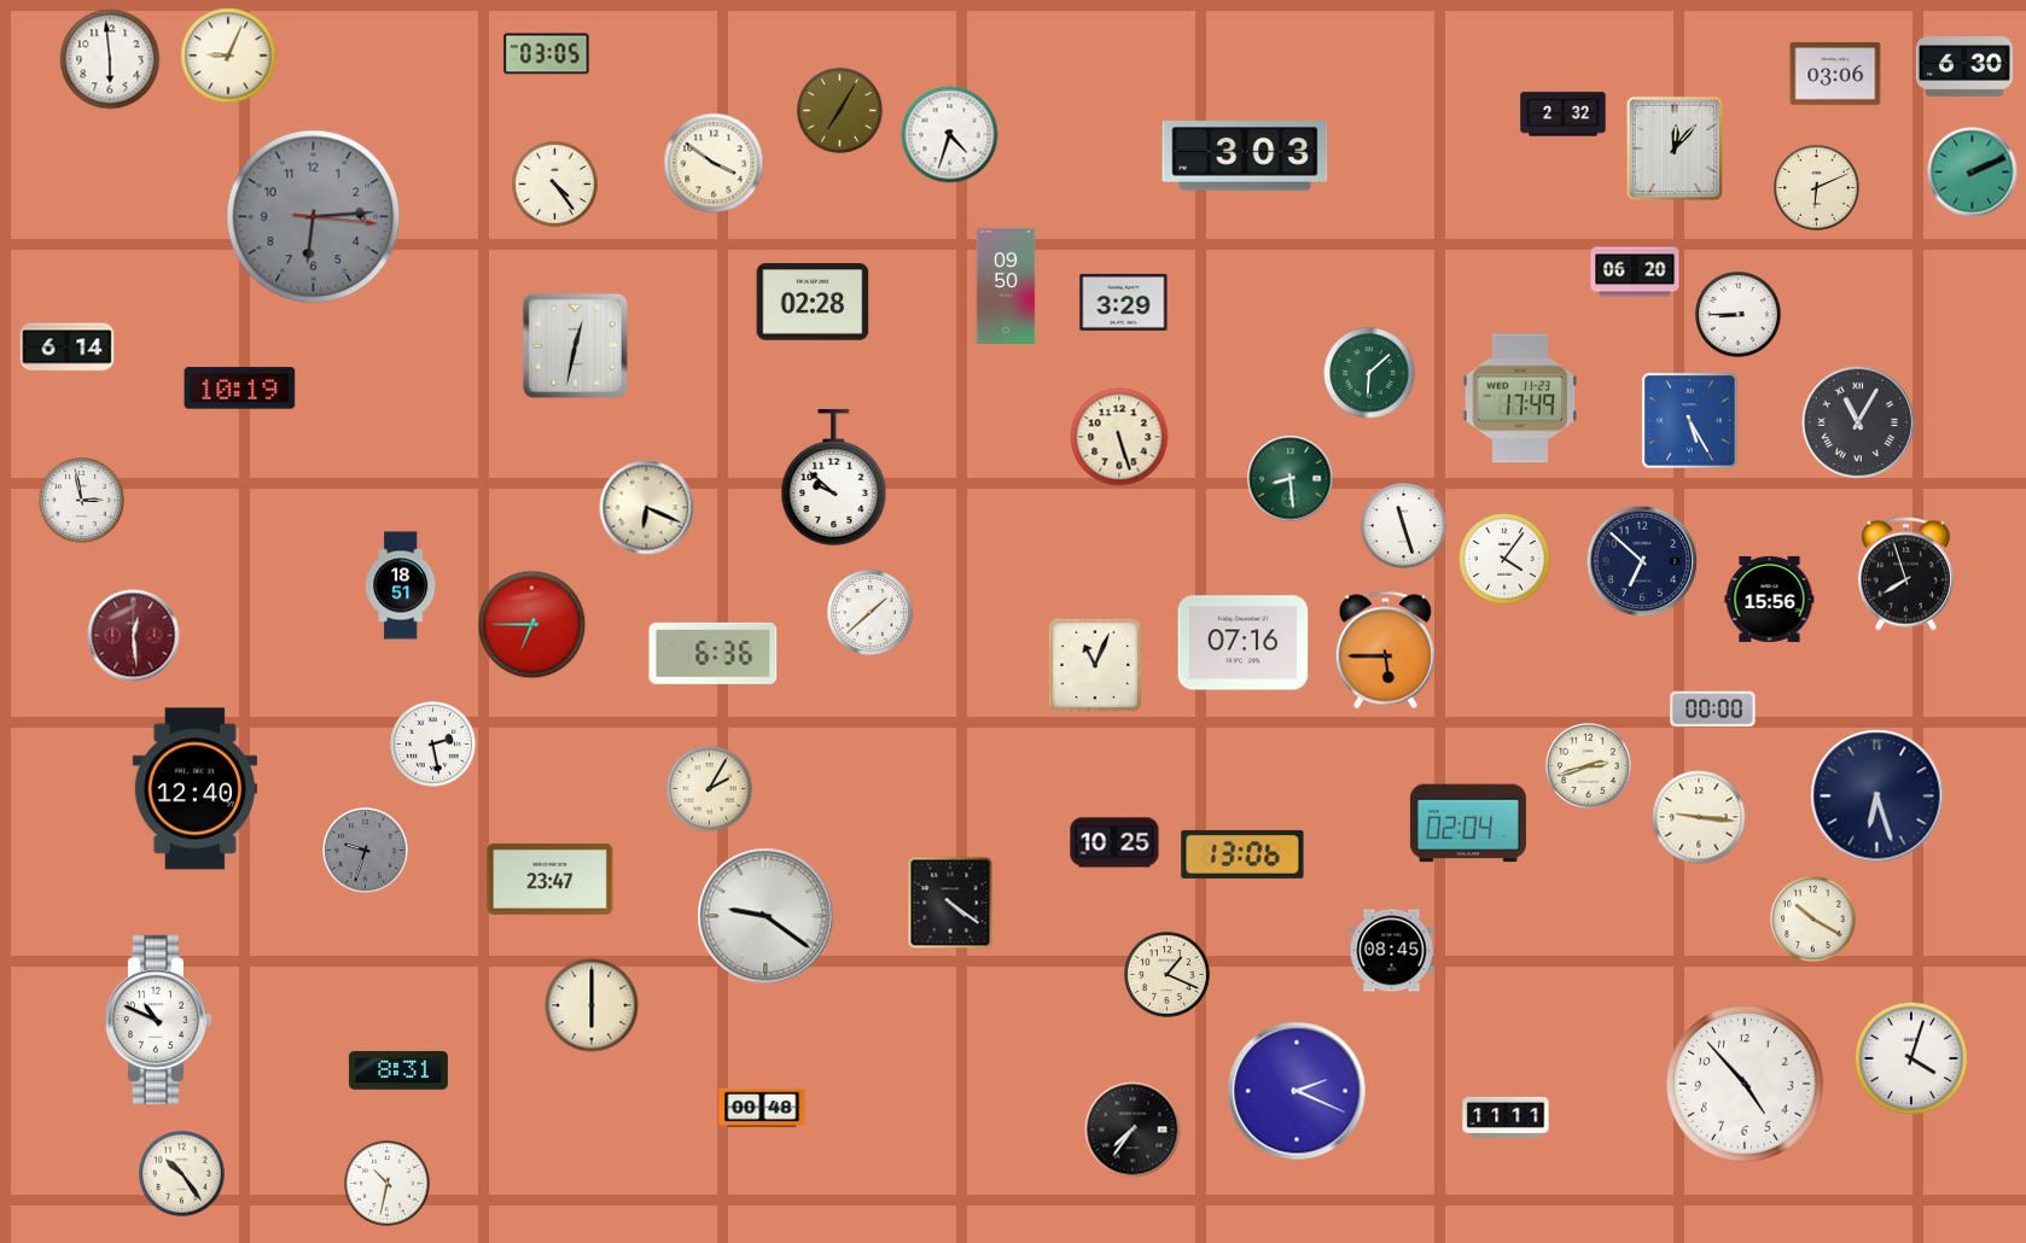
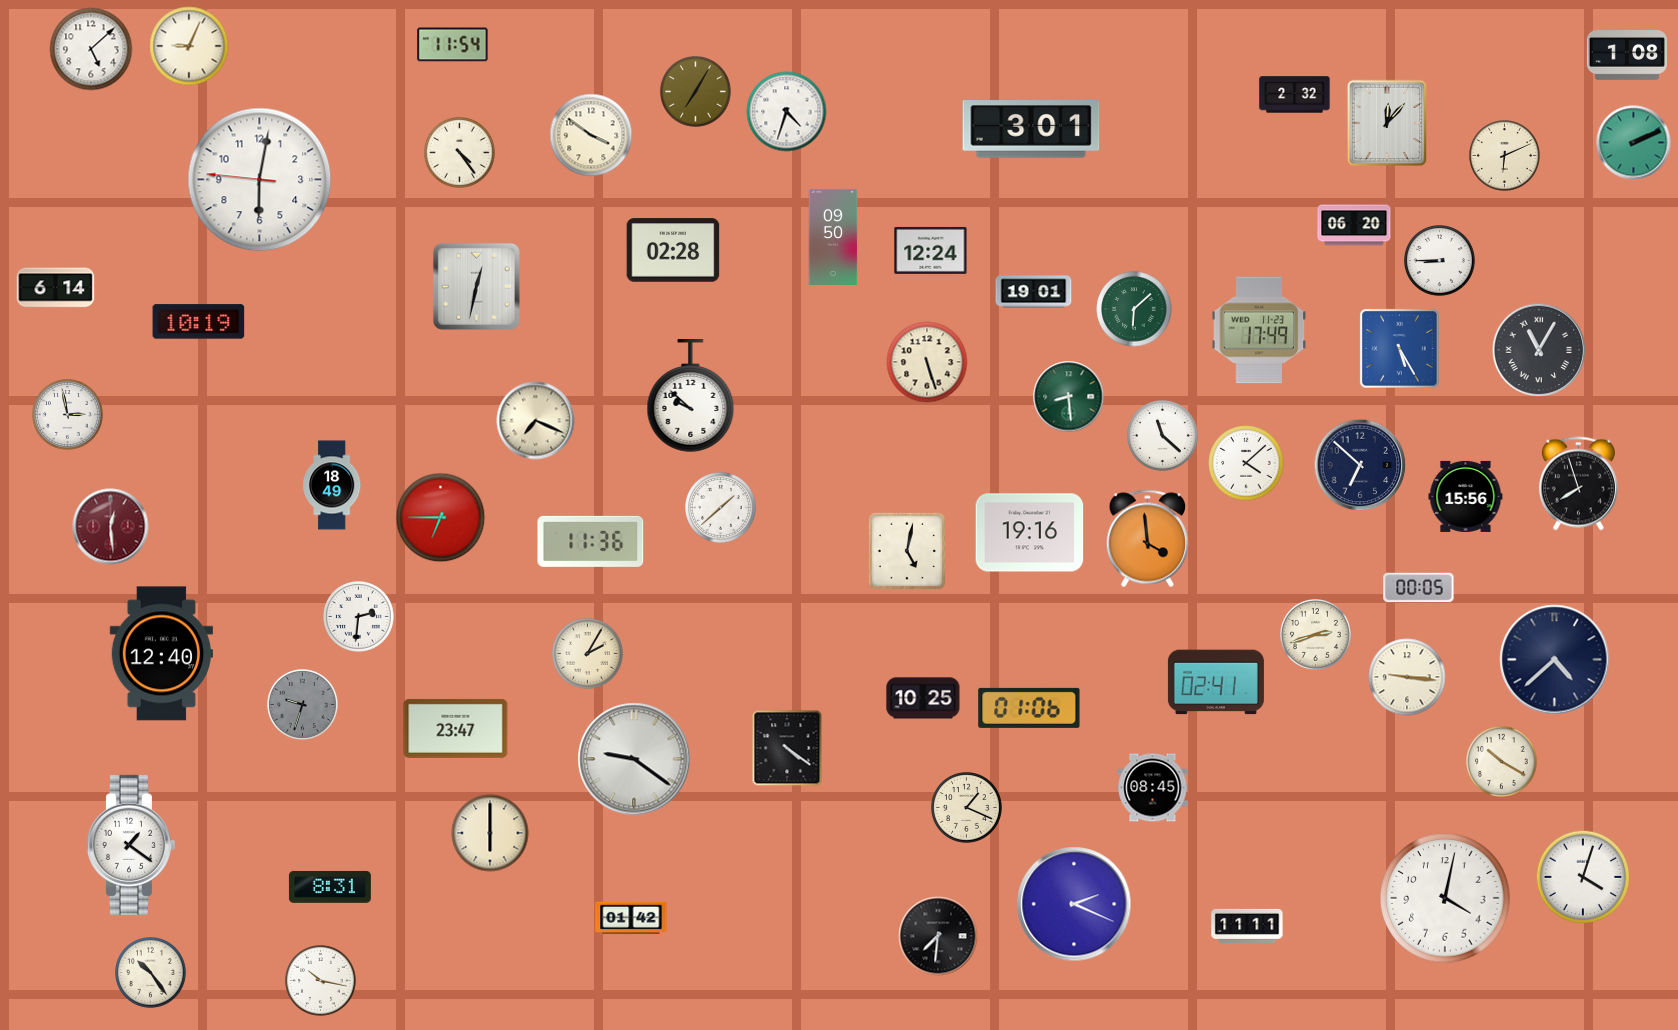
clock at (547, 54): 03:05 -> 11:54
clock at (110, 59): 5:59 -> 5:08
clock at (1963, 68): 6:30 -> 1:08
clock at (1835, 74): 03:06 -> none
clock at (1245, 156): 3:03 -> 3:01
clock at (314, 217): 6:14 -> 6:01
clock at (314, 217) dial: grey -> white
clock at (1124, 302): 3:29 -> 12:24
clock at (1034, 292): none -> 19:01
clock at (647, 508): 6:19 -> 7:19
clock at (1404, 526): 11:27 -> 11:22
clock at (1504, 559): 4:06 -> 4:08
clock at (1905, 574) position: (1905, 574) -> (1578, 484)
clock at (401, 585): 18:51 -> 18:49
clock at (1244, 643): 07:16 -> 19:16
clock at (1386, 650): 5:45 -> 3:59
clock at (714, 653): 6:36 -> 11:36
clock at (1095, 665): 11:04 -> 5:02
clock at (1713, 710): 00:00 -> 00:05
clock at (433, 745): 2:28 -> 2:31
clock at (1877, 796): 6:27 -> 4:38
clock at (1468, 823): 02:04 -> 02:41
clock at (1242, 854): 13:06 -> 01:06
clock at (157, 1020): 10:49 -> 1:21
clock at (1745, 1084): 4:53 -> 4:02
clock at (762, 1108): 00:48 -> 01:42
clock at (1133, 1130): 7:36 -> 7:31
clock at (388, 1184): 10:32 -> 10:17
